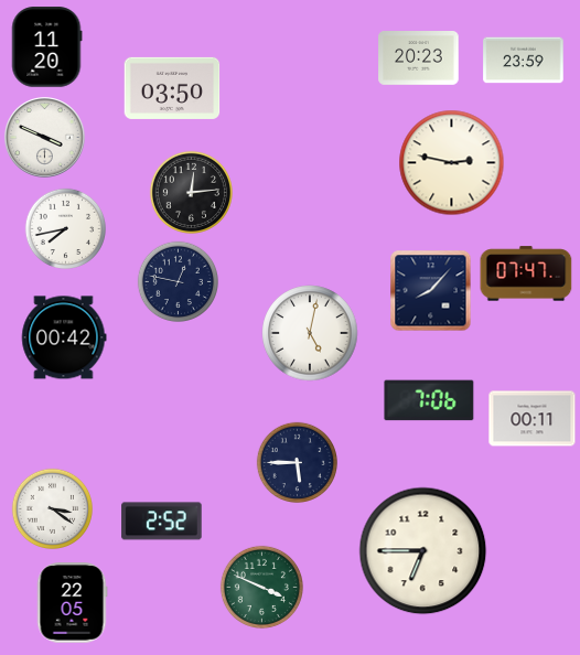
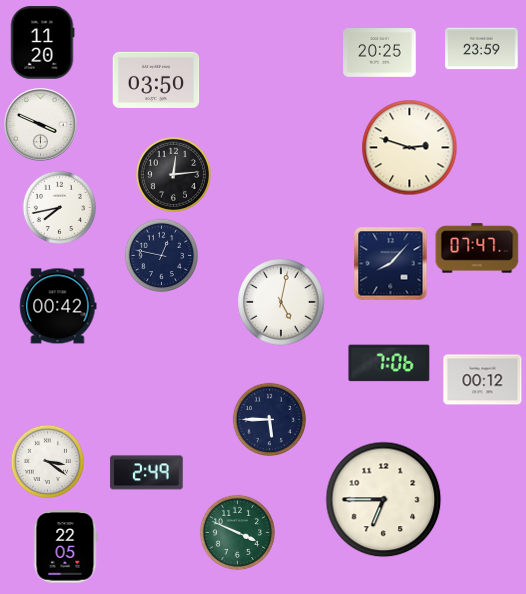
clock at (419, 58): 20:23 -> 20:25
clock at (524, 61) position: (524, 61) -> (482, 49)
clock at (452, 163): 2:47 -> 2:48
clock at (533, 419): 00:11 -> 00:12
clock at (162, 522): 2:52 -> 2:49
